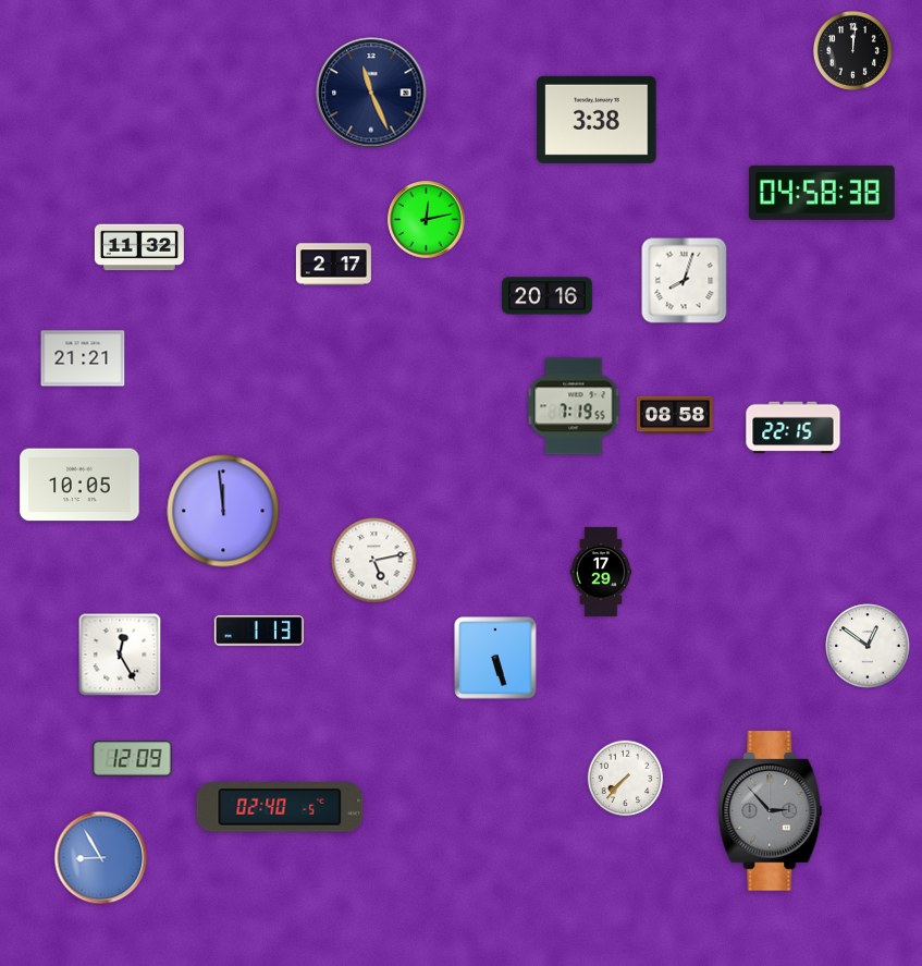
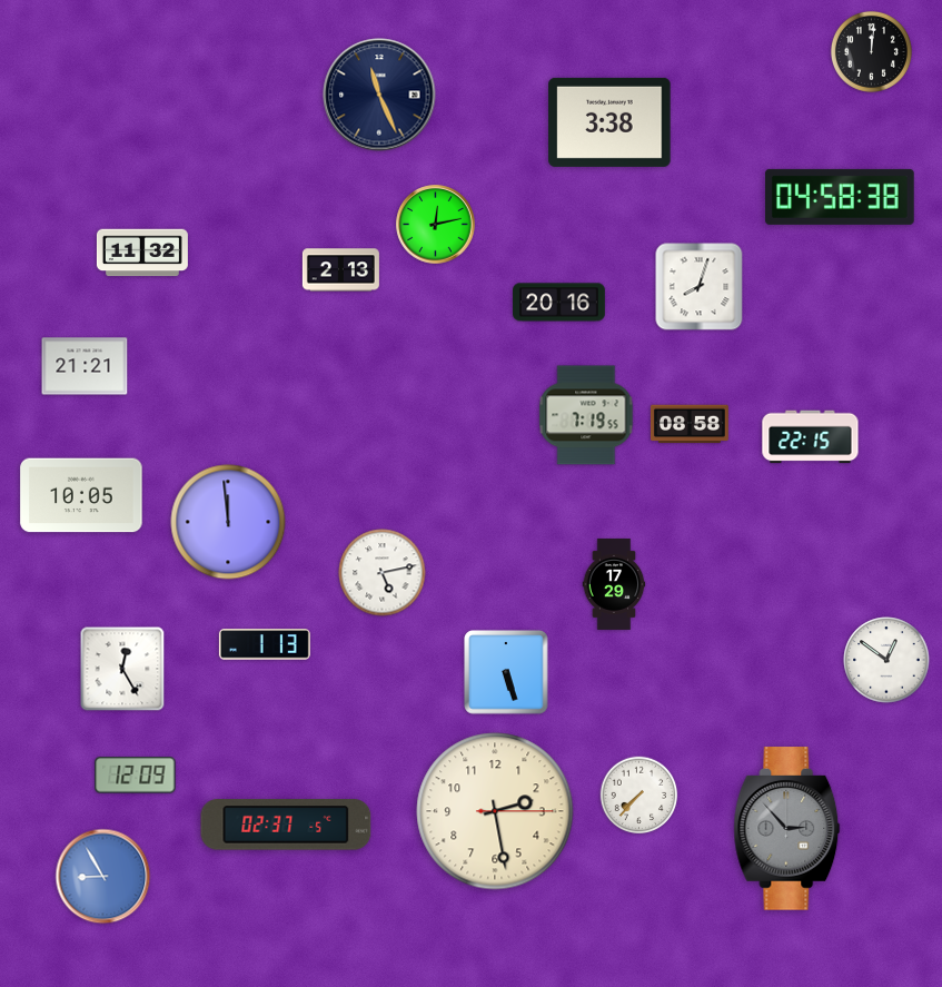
clock at (333, 265): 2:17 -> 2:13
clock at (495, 811): none -> 2:28
clock at (280, 807): 02:40 -> 02:37
